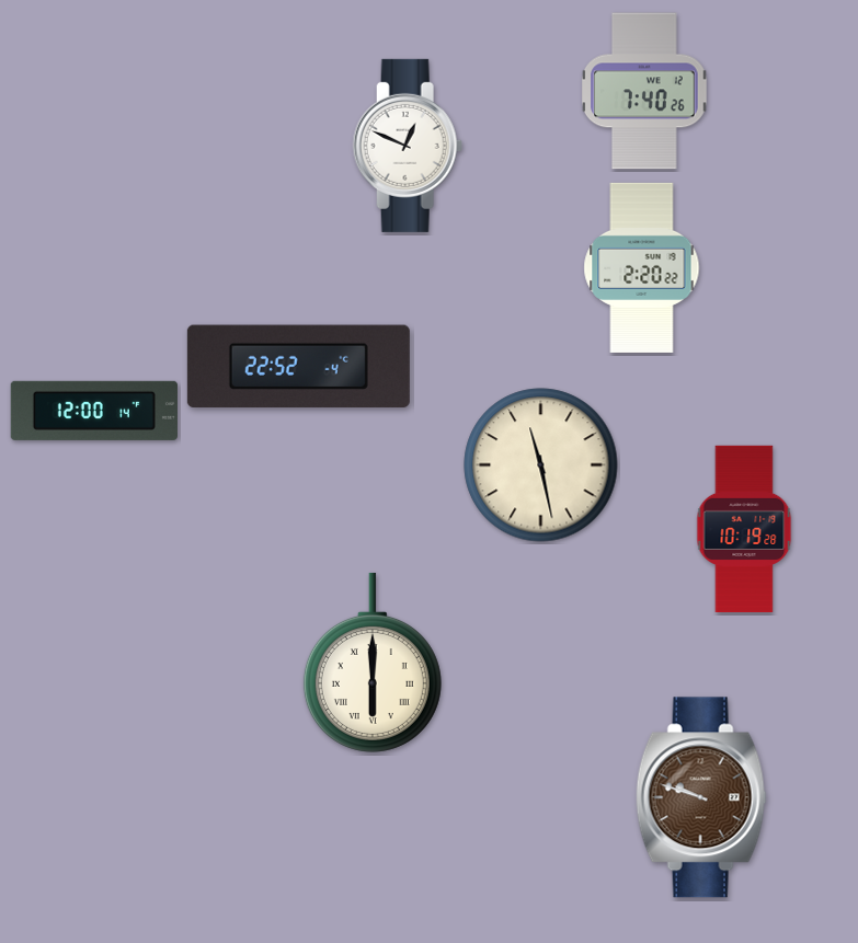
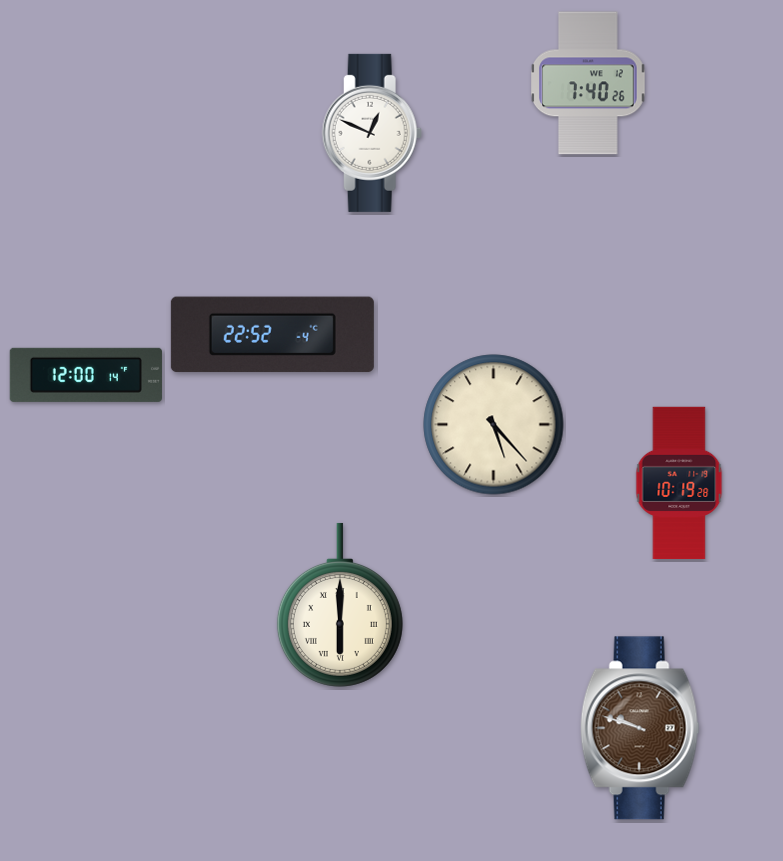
clock at (642, 267): 2:20 -> none
clock at (541, 465): 11:28 -> 5:23
